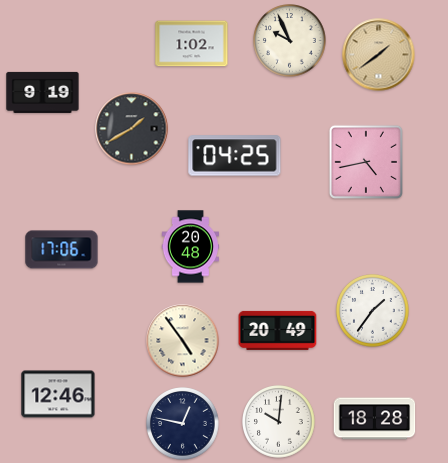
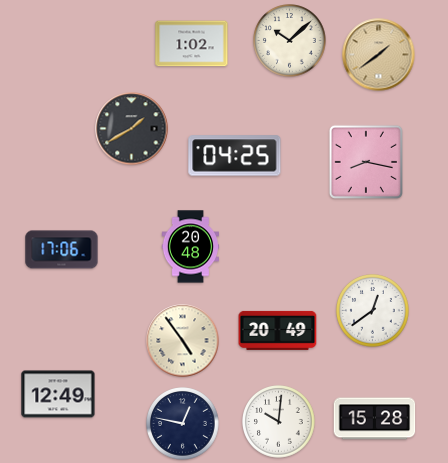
clock at (290, 41): 9:56 -> 10:08
clock at (43, 92): 9:19 -> none
clock at (365, 161): 4:43 -> 8:17
clock at (373, 311): 1:36 -> 12:39
clock at (58, 394): 12:46 -> 12:49
clock at (375, 419): 18:28 -> 15:28
